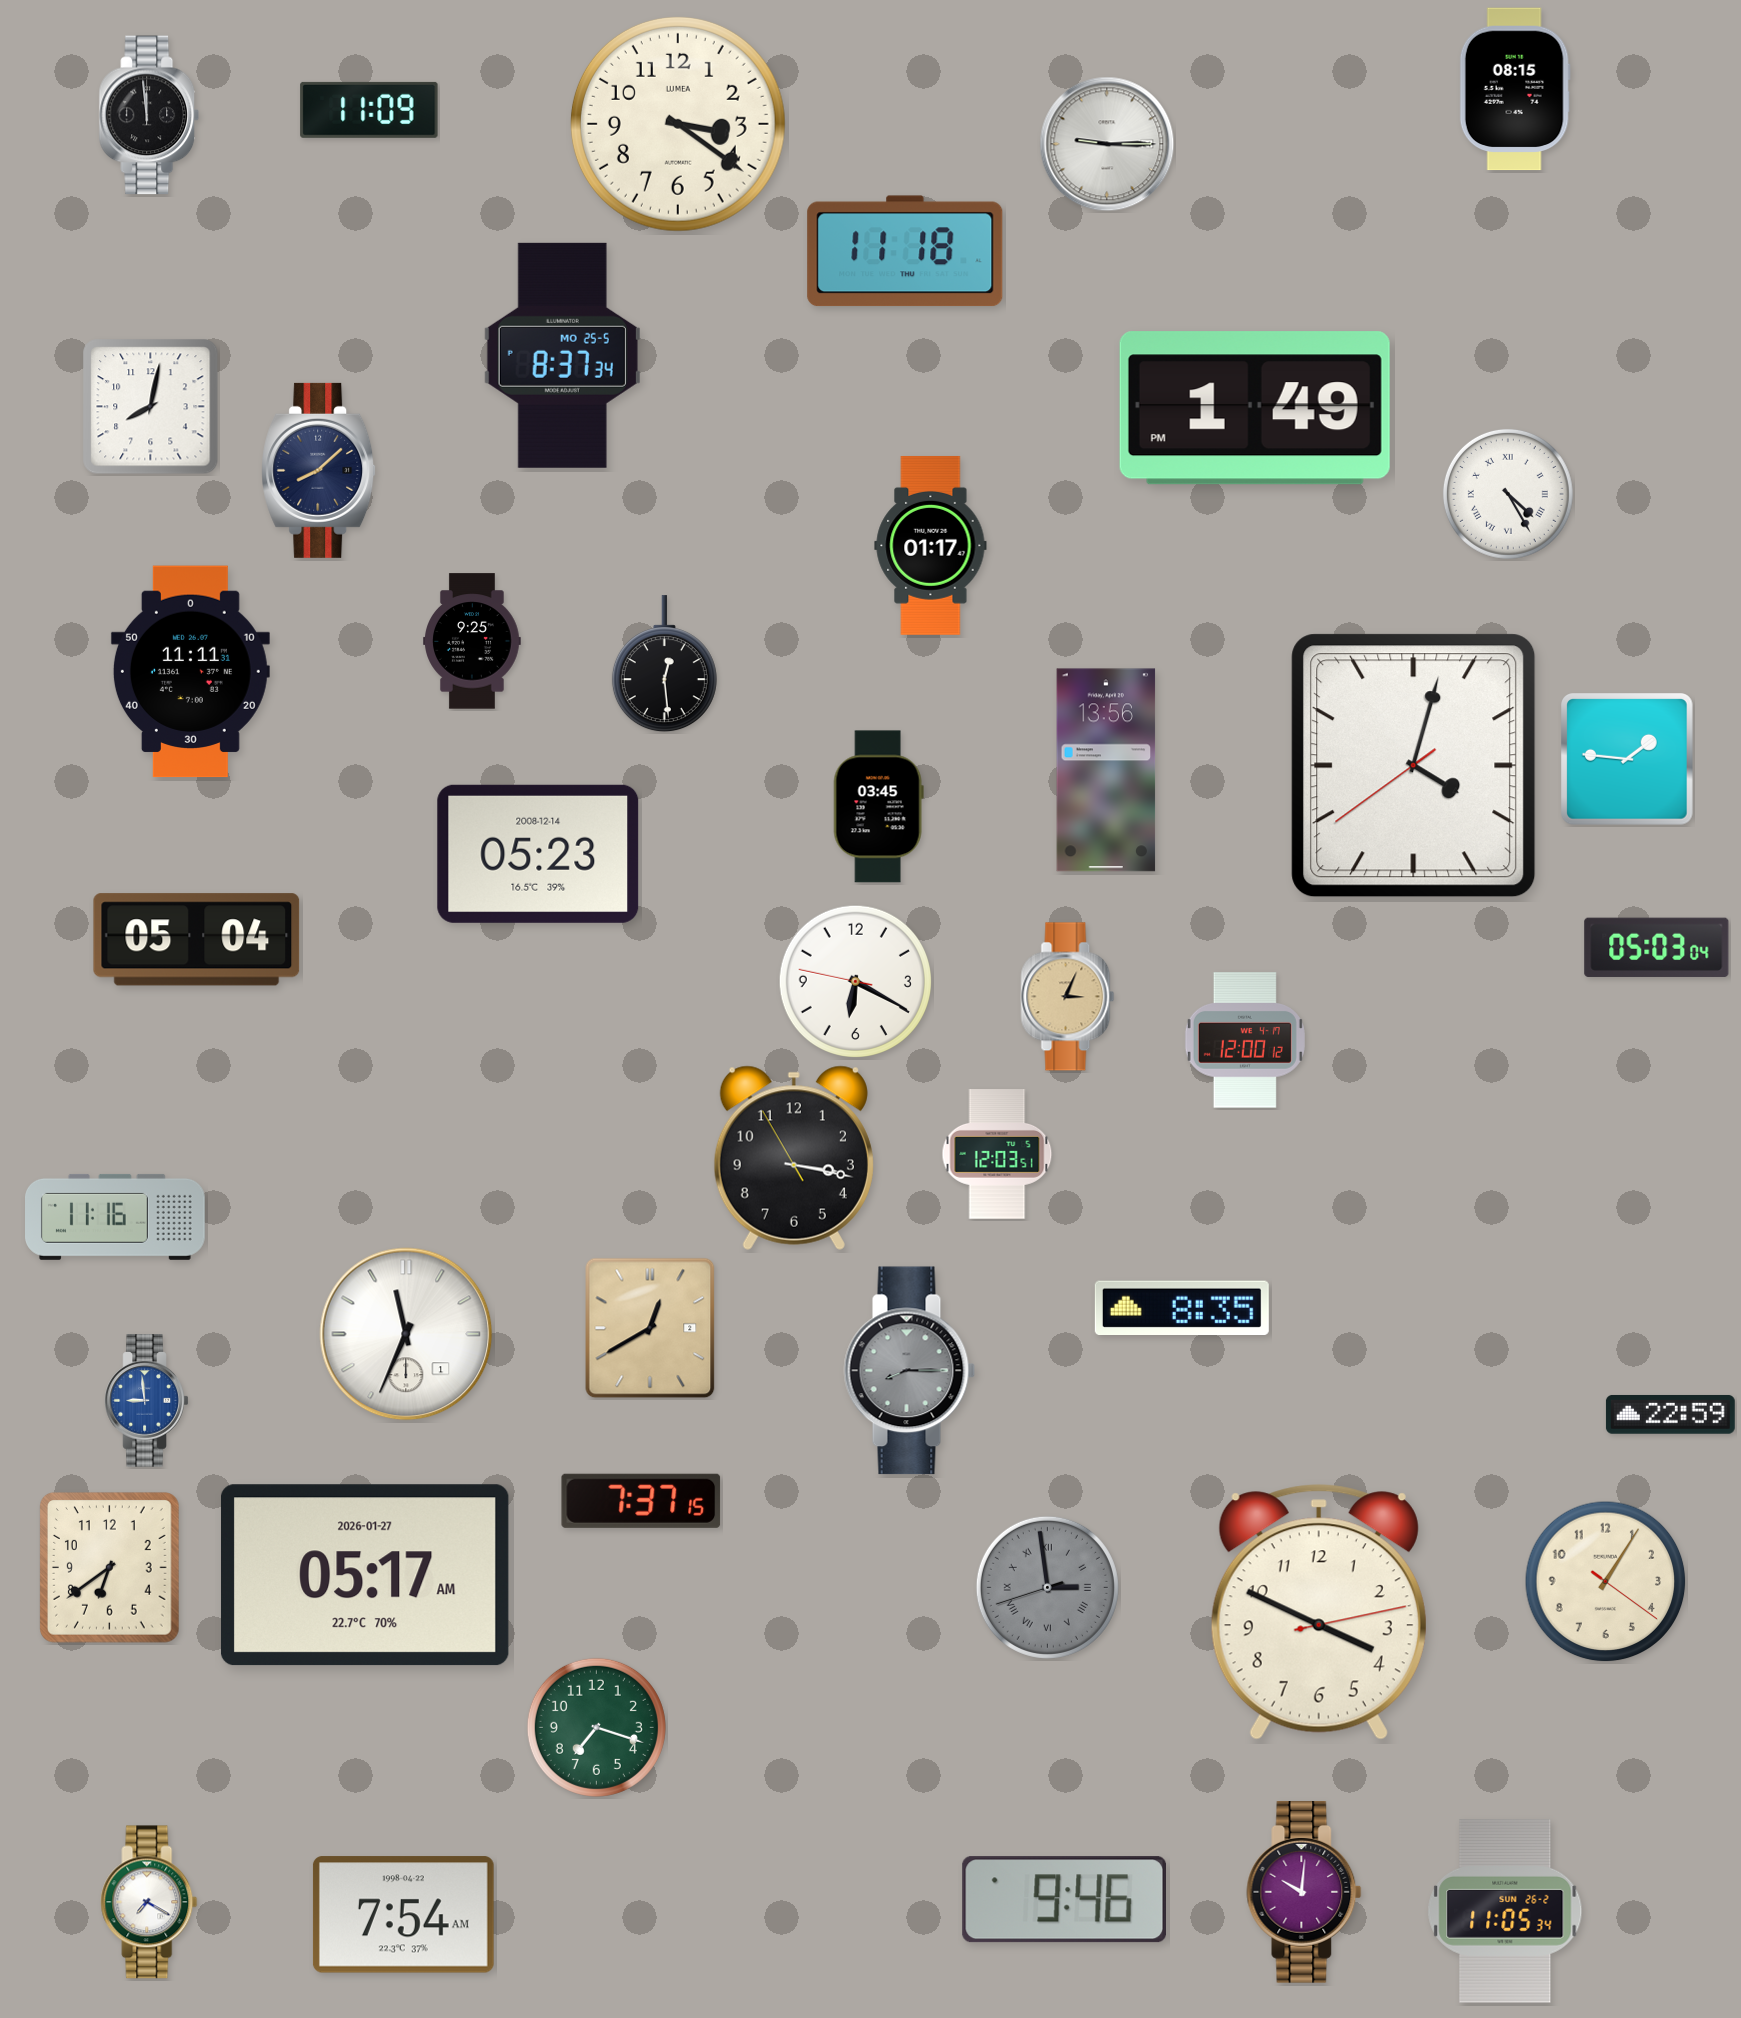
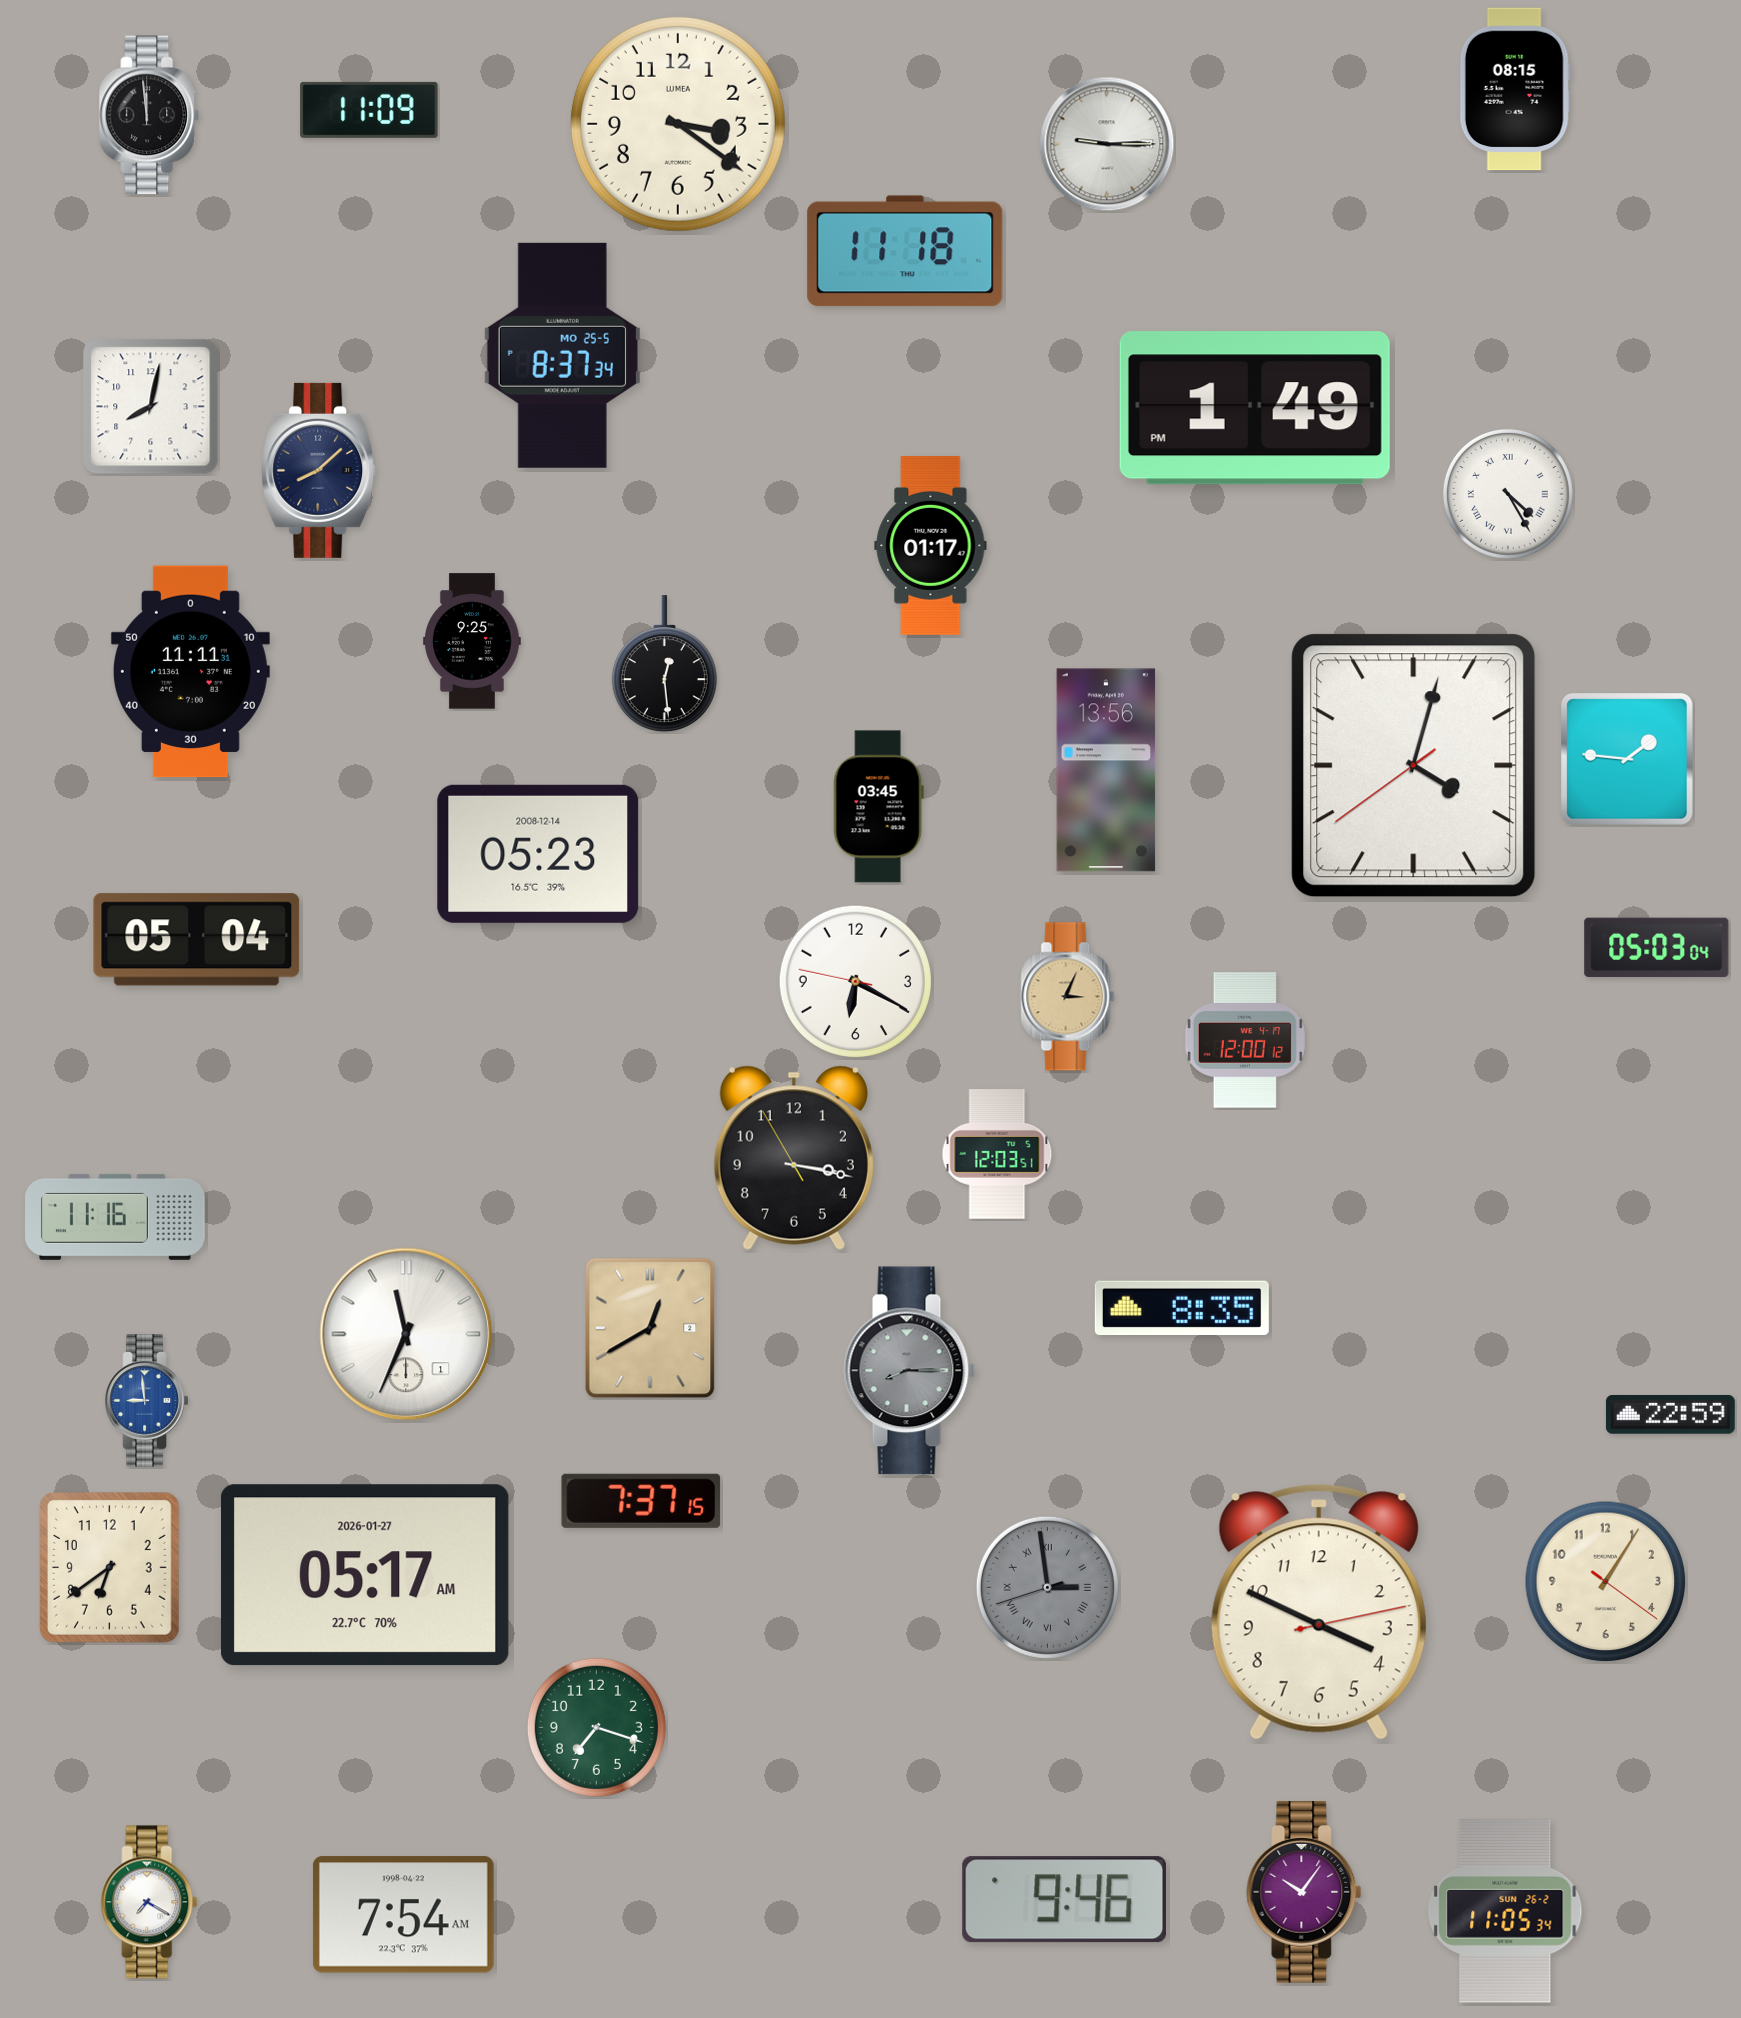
clock at (1304, 1893): 10:01 -> 10:06
